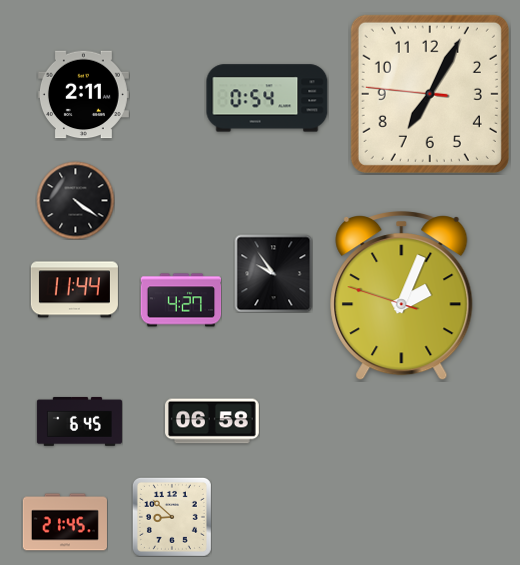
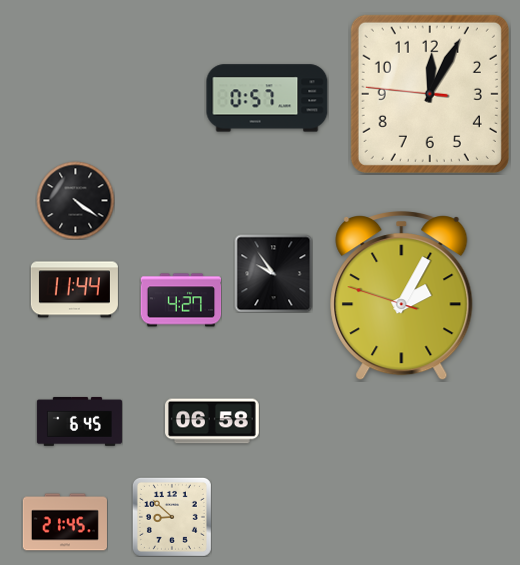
clock at (430, 94): 7:04 -> 12:04
clock at (83, 95): 2:11 -> none
clock at (267, 98): 0:54 -> 0:57
clock at (402, 297): 2:03 -> 2:04
